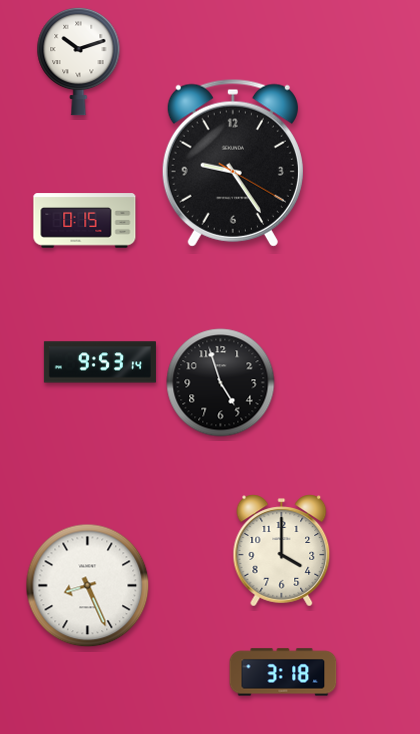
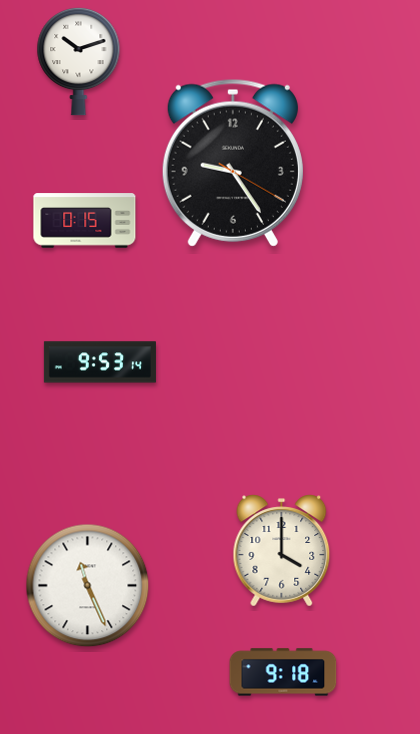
clock at (221, 383): 4:57 -> none
clock at (88, 586): 8:26 -> 11:26
clock at (283, 672): 3:18 -> 9:18
